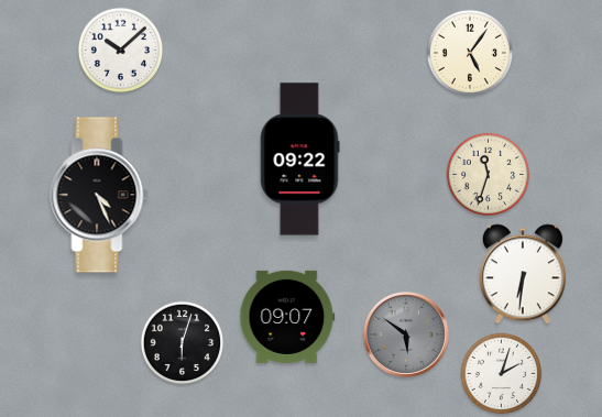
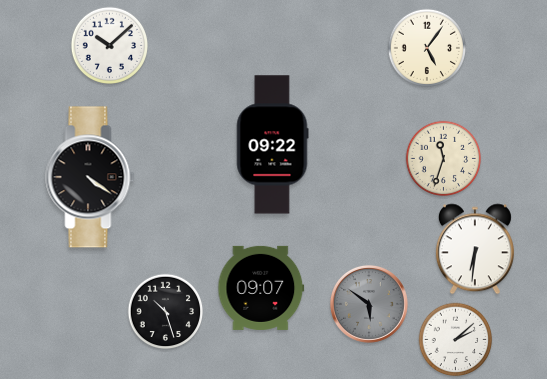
clock at (99, 195): 4:26 -> 4:21
clock at (183, 343): 6:03 -> 10:27
clock at (502, 374): 2:03 -> 2:08
